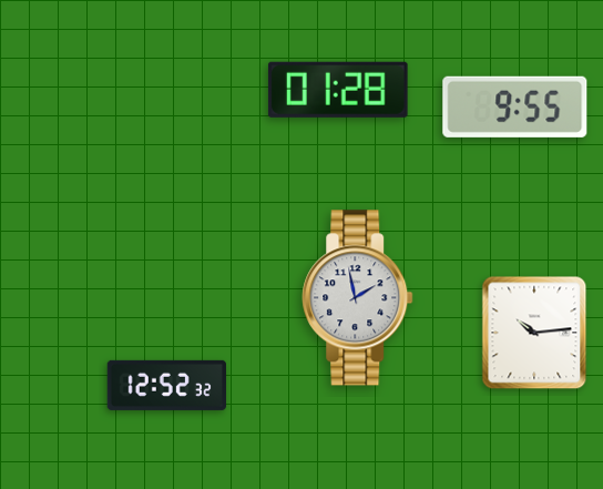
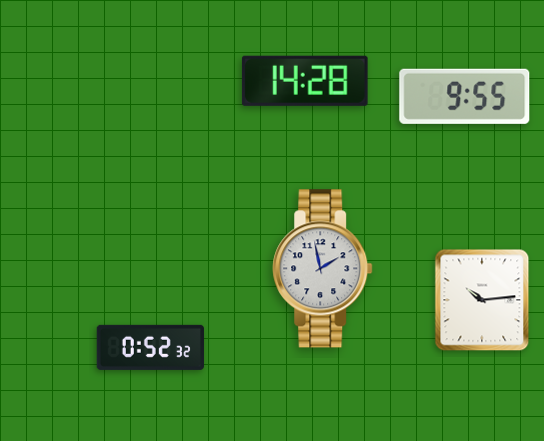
clock at (338, 90): 01:28 -> 14:28
clock at (166, 385): 12:52 -> 0:52
